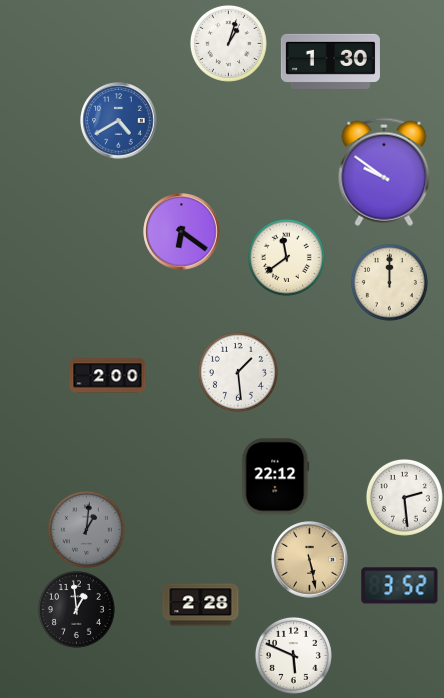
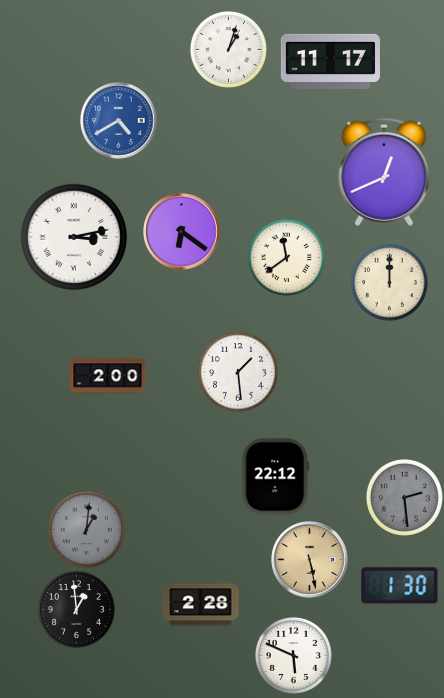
clock at (228, 43) position: (228, 43) -> (228, 49)
clock at (330, 61): 1:30 -> 11:17
clock at (384, 172): 9:51 -> 12:41
clock at (74, 237): none -> 3:13
clock at (404, 497) dial: white -> grey
clock at (400, 586): 3:52 -> 1:30
